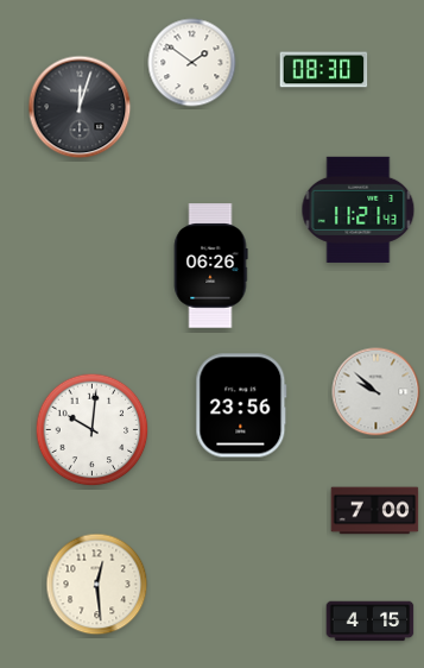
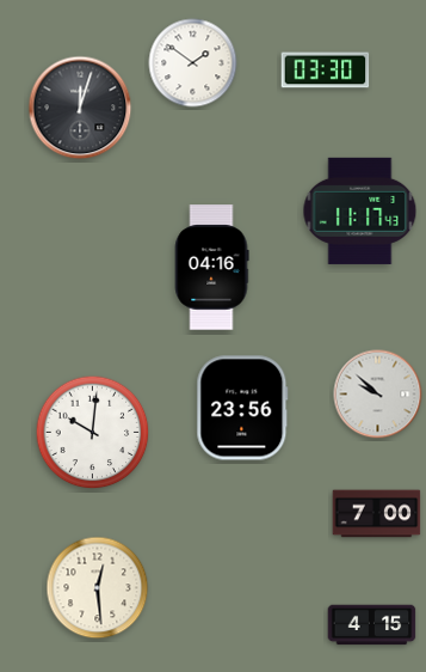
clock at (324, 70): 08:30 -> 03:30
clock at (359, 209): 11:21 -> 11:17
clock at (210, 266): 06:26 -> 04:16
